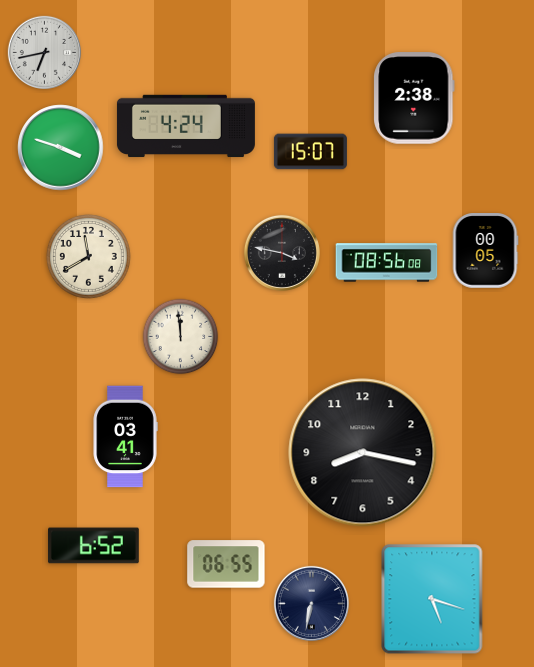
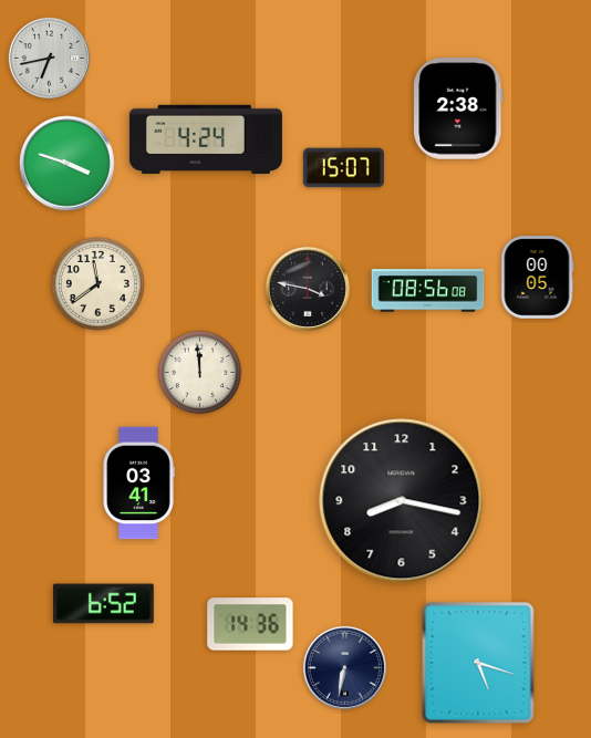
clock at (282, 253) position: (282, 253) -> (308, 289)
clock at (88, 256): 11:40 -> 11:39
clock at (226, 564): 06:55 -> 14:36
